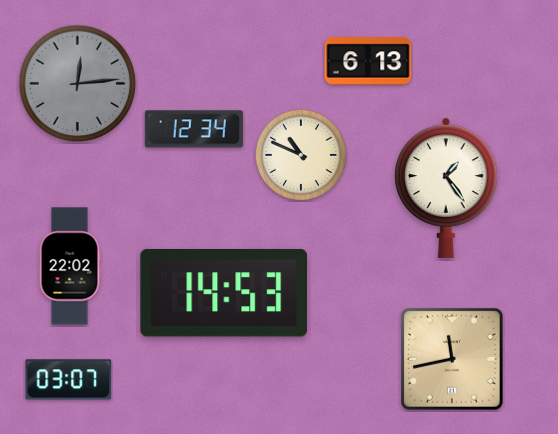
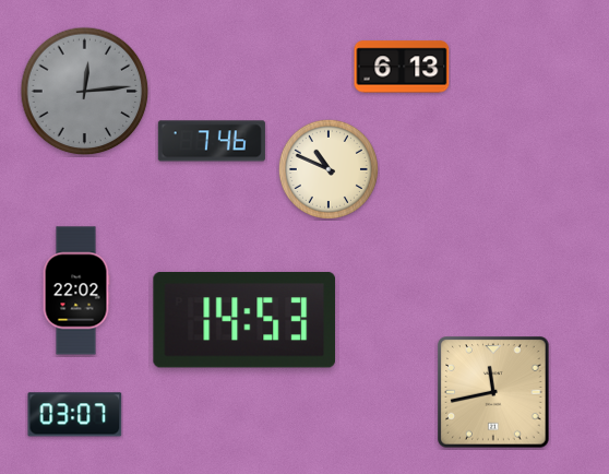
clock at (194, 129): 12:34 -> 7:46
clock at (447, 188): 1:24 -> none
